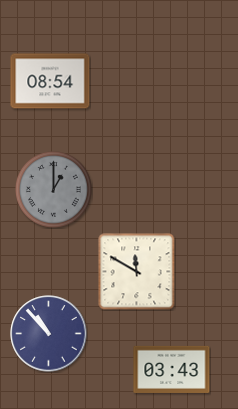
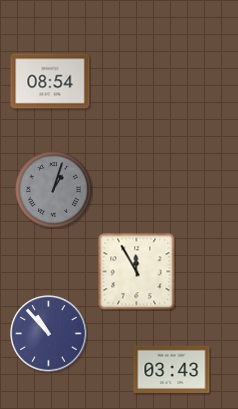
clock at (53, 189): 1:00 -> 1:03
clock at (136, 271): 11:50 -> 11:55
